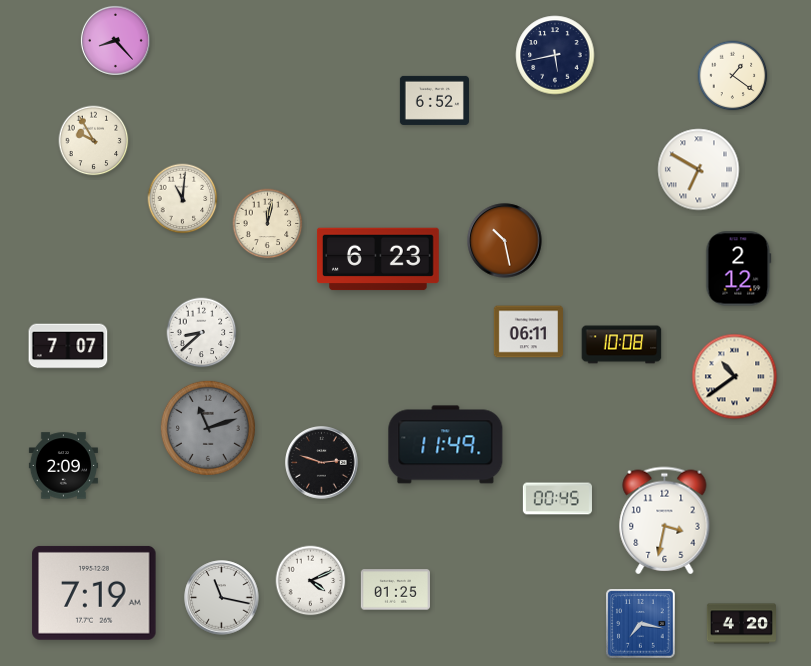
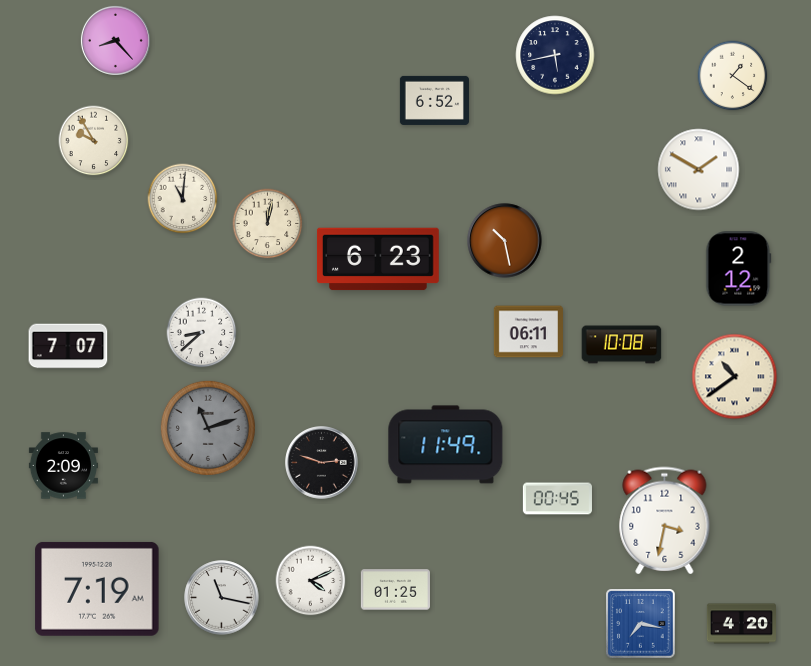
clock at (699, 170): 6:50 -> 1:50
clock at (94, 593) position: (94, 593) -> (97, 589)
